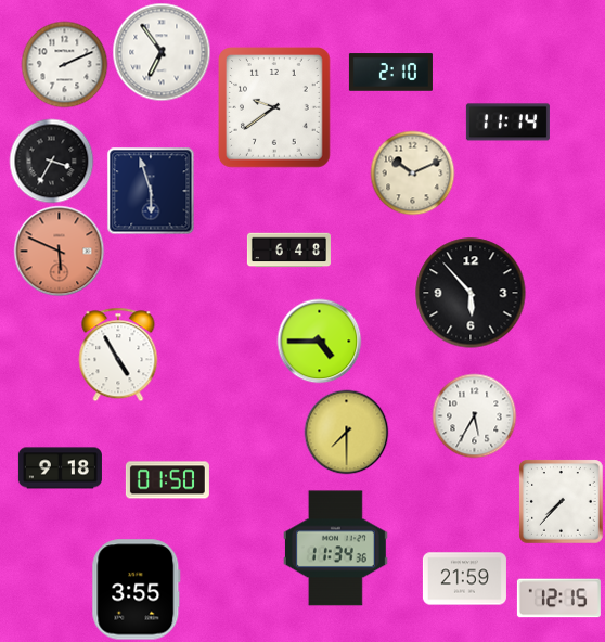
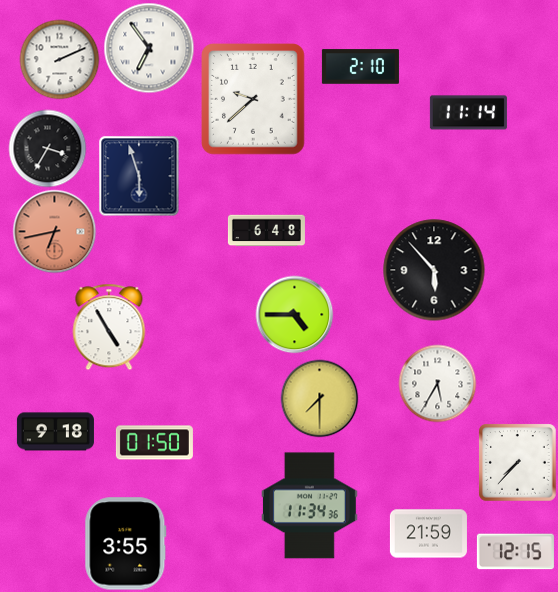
clock at (274, 107): 9:39 -> 9:38
clock at (412, 172): 10:11 -> none
clock at (59, 251): 5:49 -> 6:43
